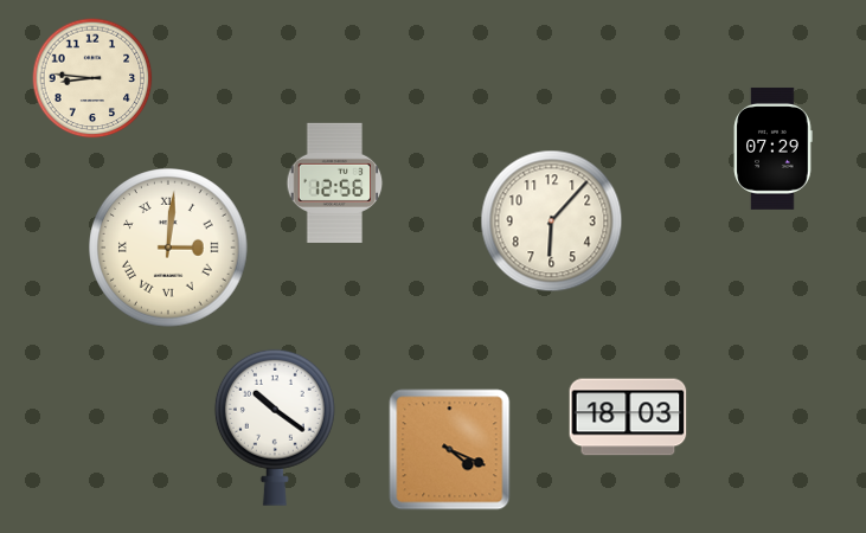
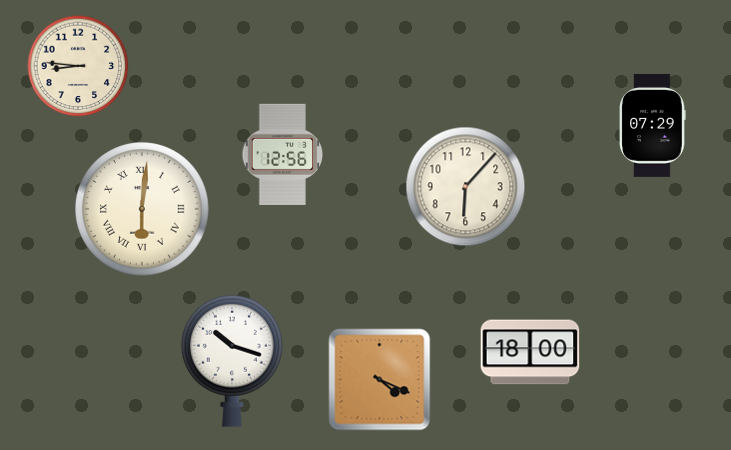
clock at (169, 249): 3:01 -> 6:01
clock at (628, 417): 18:03 -> 18:00
clock at (275, 428): 10:21 -> 10:18
